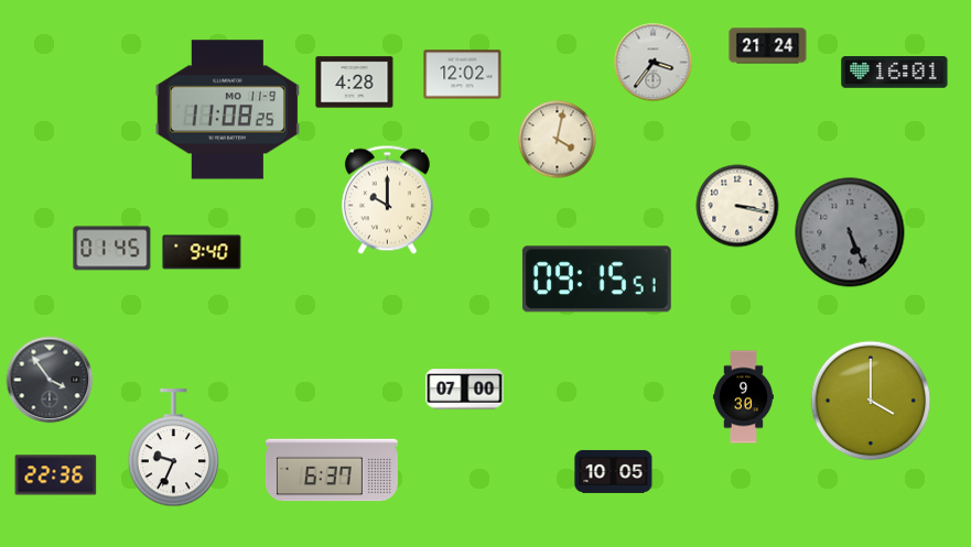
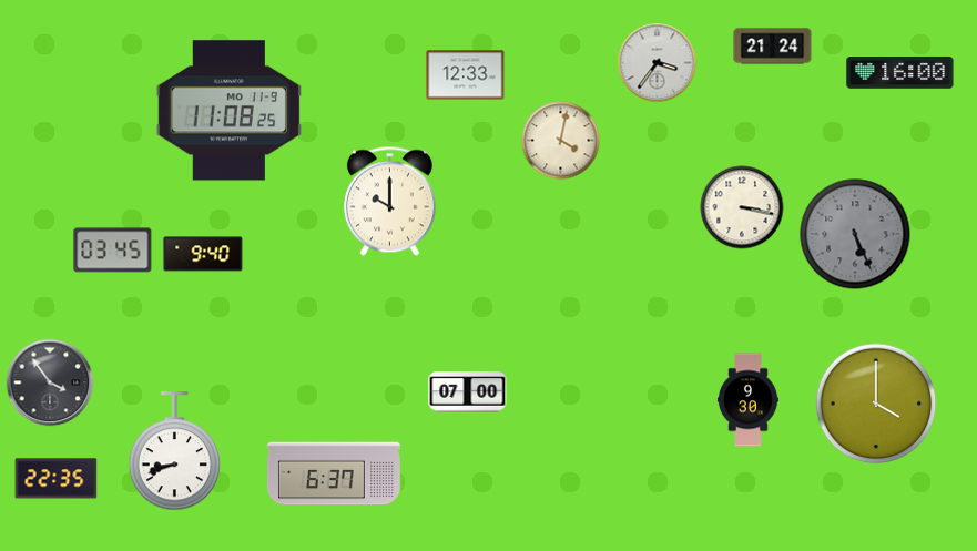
clock at (895, 73): 16:01 -> 16:00
clock at (463, 75): 12:02 -> 12:33
clock at (355, 83): 4:28 -> none
clock at (112, 249): 01:45 -> 03:45
clock at (596, 280): 09:15 -> none
clock at (174, 449): 9:34 -> 8:42
clock at (614, 471): 10:05 -> none
clock at (56, 475): 22:36 -> 22:35
